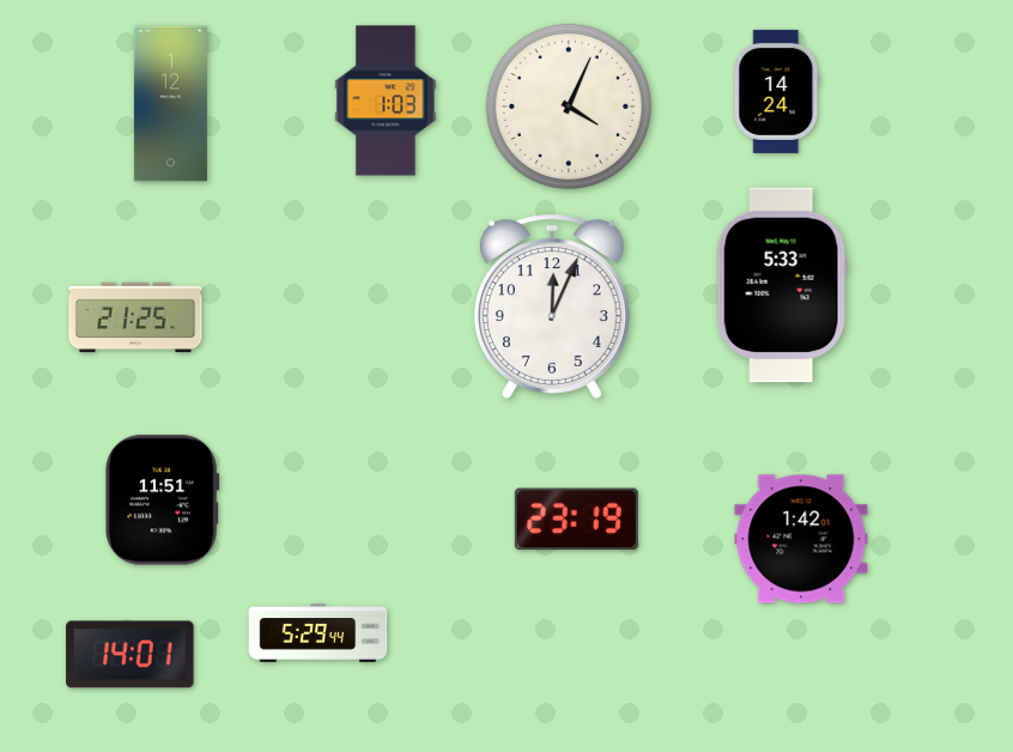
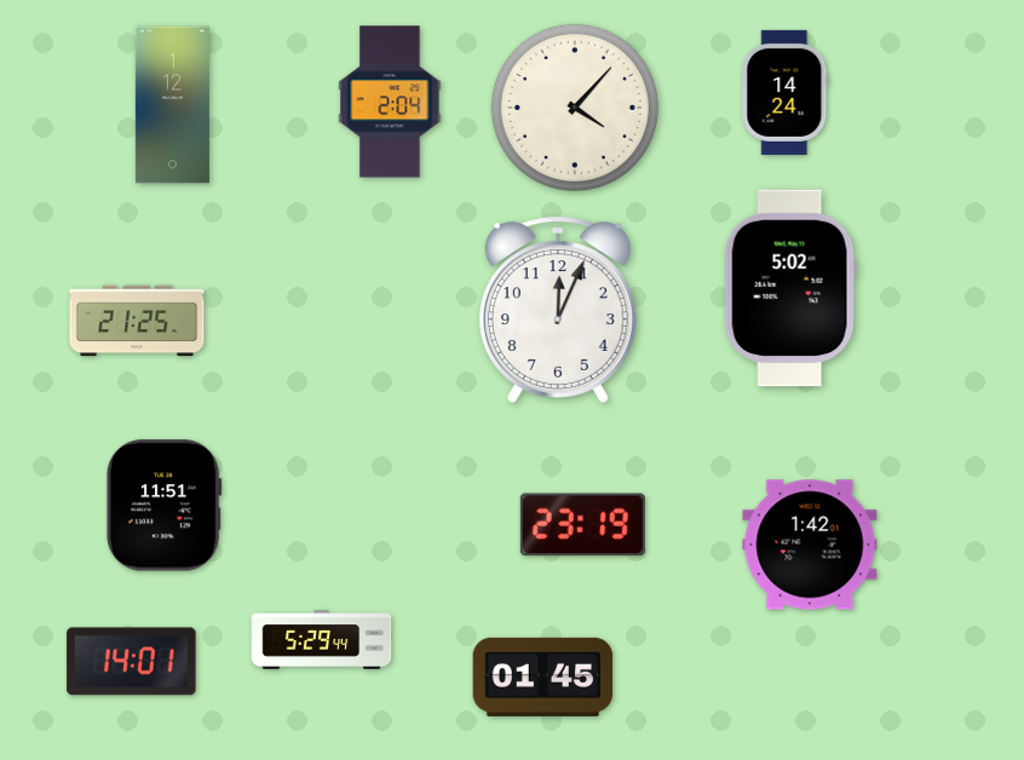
clock at (386, 101): 1:03 -> 2:04
clock at (569, 107): 4:04 -> 4:07
clock at (782, 285): 5:33 -> 5:02
clock at (543, 676): none -> 01:45
